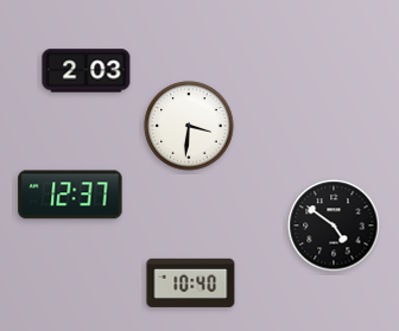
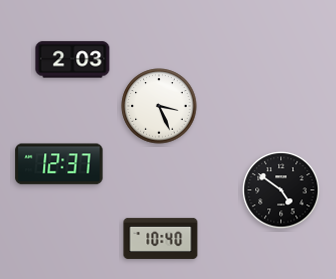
clock at (189, 126): 3:31 -> 3:26
